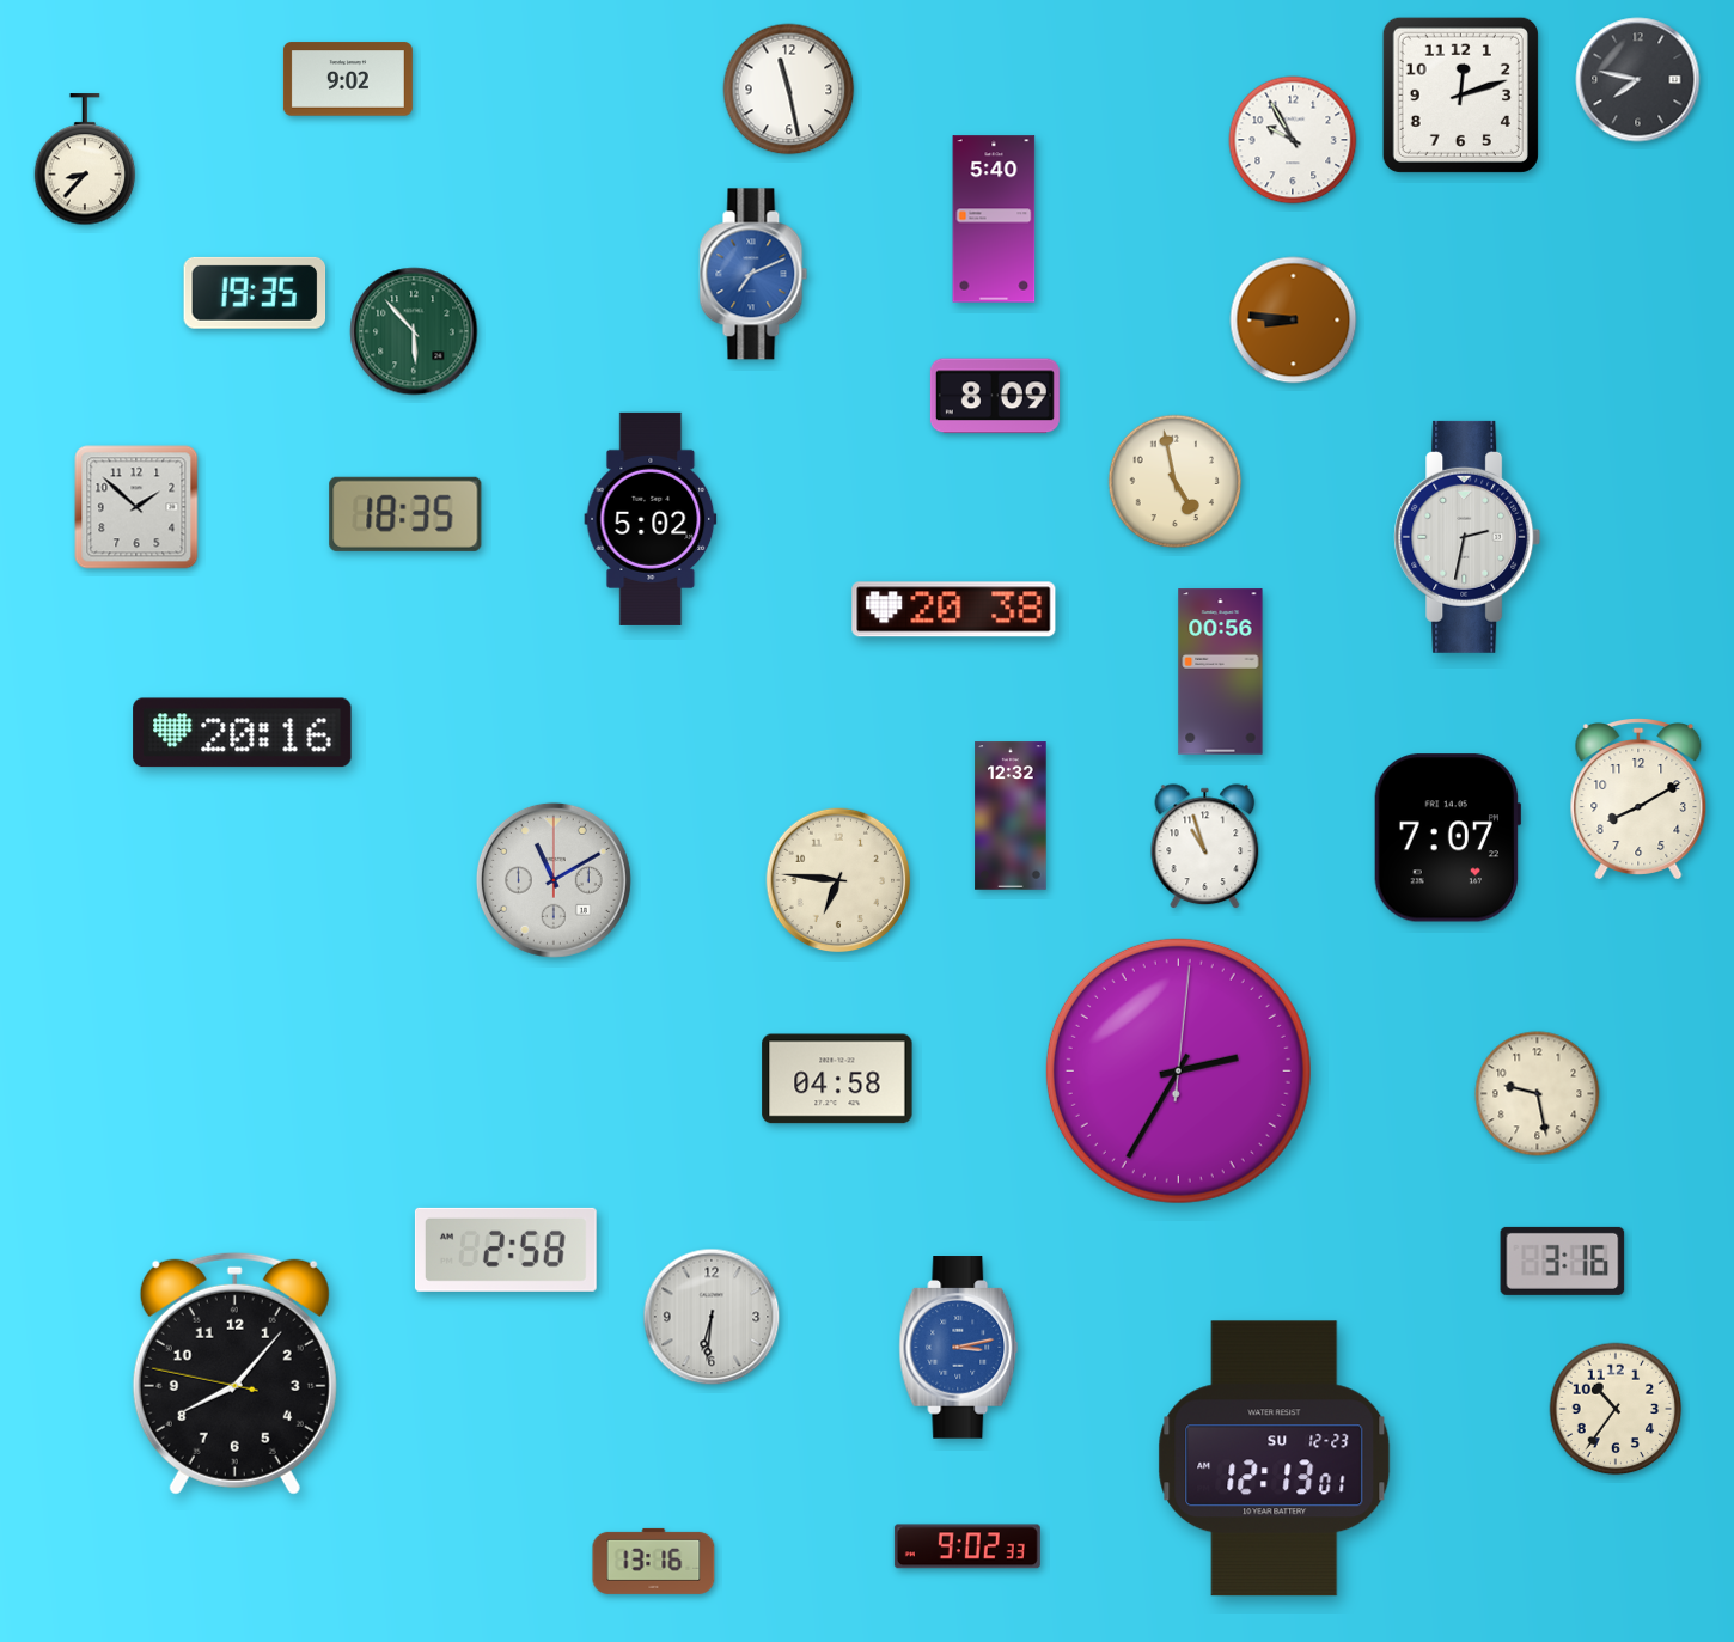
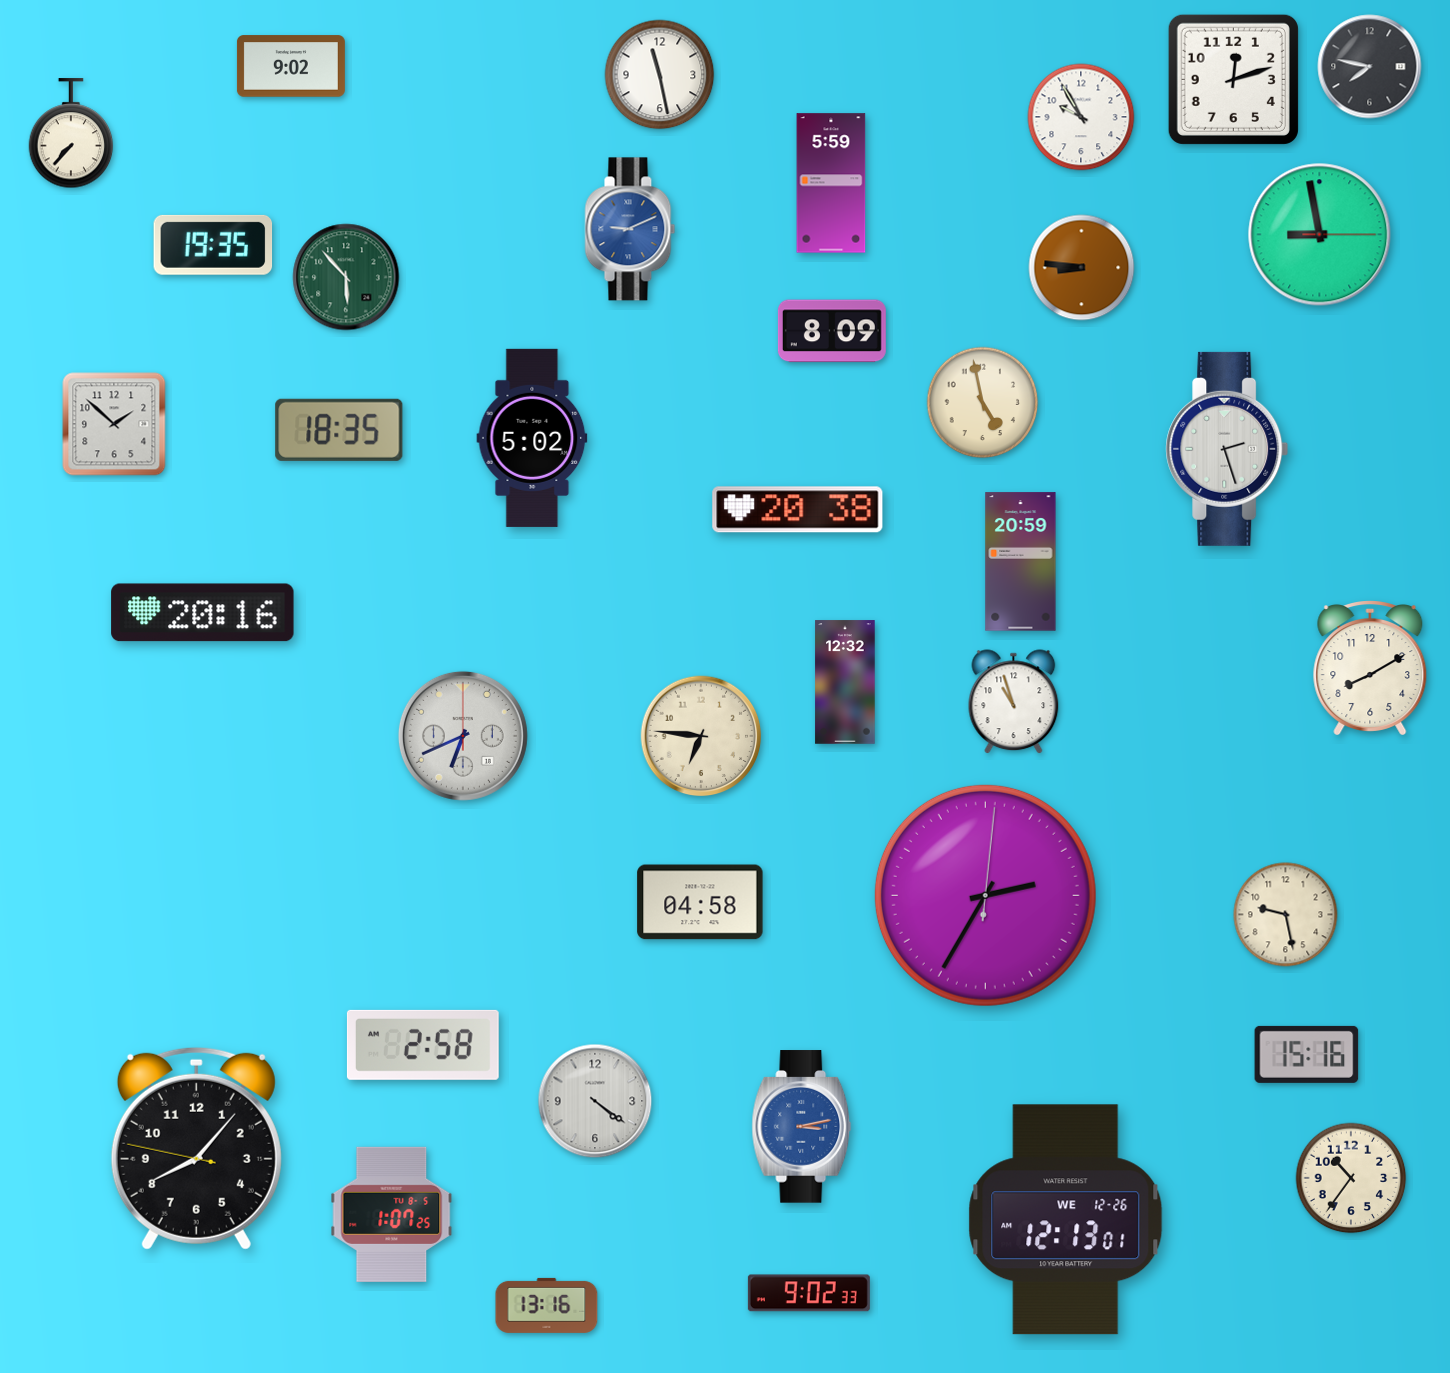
clock at (1460, 94) position: (1460, 94) -> (1233, 79)
clock at (85, 160): 8:37 -> 7:37
clock at (994, 219): 5:40 -> 5:59
clock at (753, 274): 7:11 -> 9:11
clock at (1320, 235): none -> 8:58
clock at (651, 519) position: (651, 519) -> (532, 438)
clock at (1467, 537): 2:32 -> 2:27
clock at (1221, 672): 00:56 -> 20:59
clock at (1447, 838): 7:07 -> none
clock at (1205, 847) position: (1205, 847) -> (1014, 702)
clock at (554, 880): 11:10 -> 6:41
clock at (1563, 1261): 3:16 -> 15:16
clock at (712, 1317): 6:31 -> 4:21
clock at (392, 1214): none -> 1:07
clock at (1275, 1459) date: SU 12-23 -> WE 12-26
